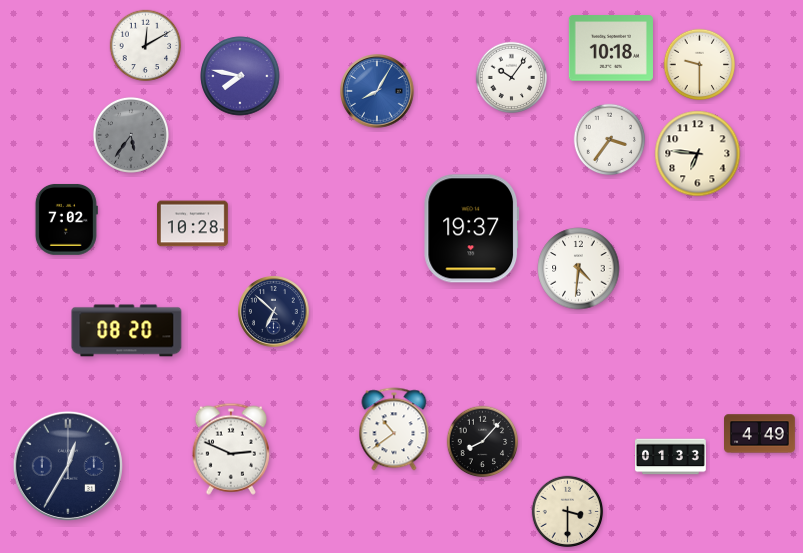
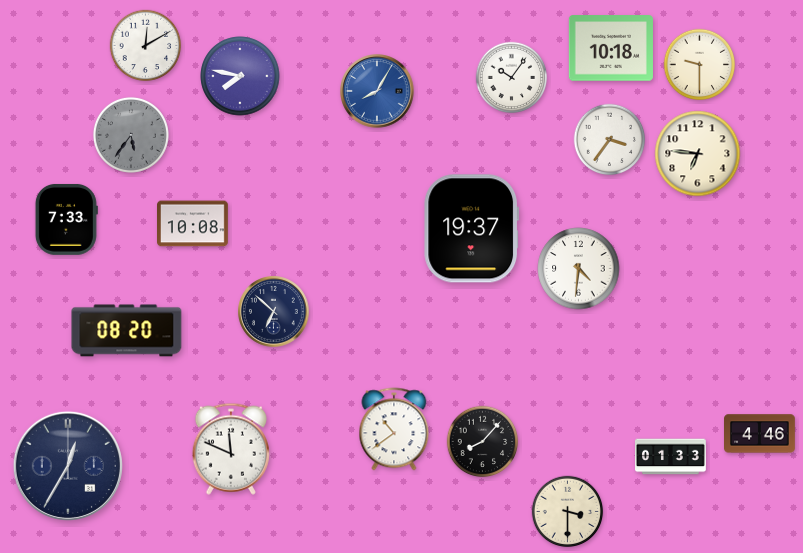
clock at (66, 219): 7:02 -> 7:33
clock at (193, 224): 10:28 -> 10:08
clock at (760, 434): 4:49 -> 4:46
clock at (231, 449): 2:49 -> 11:49
